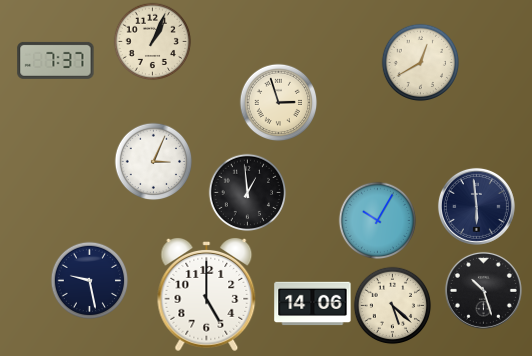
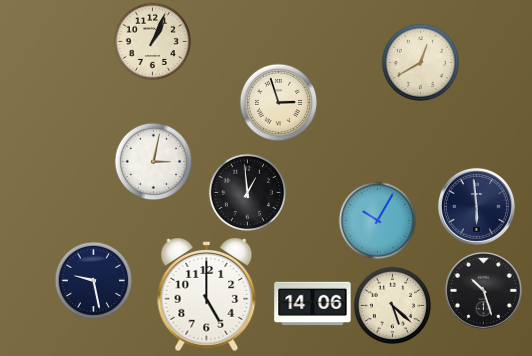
clock at (56, 60): 7:37 -> none
clock at (153, 161): 3:04 -> 3:02
clock at (89, 280) position: (89, 280) -> (93, 280)
